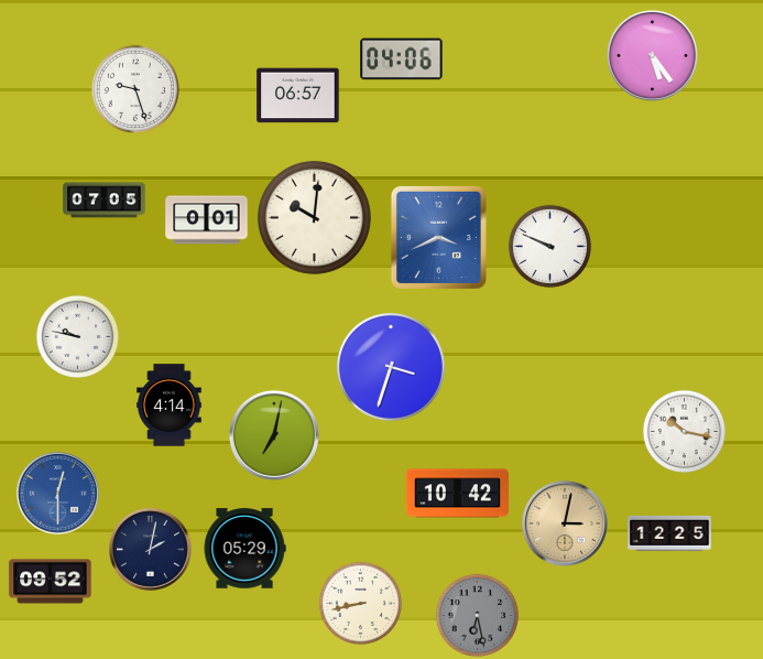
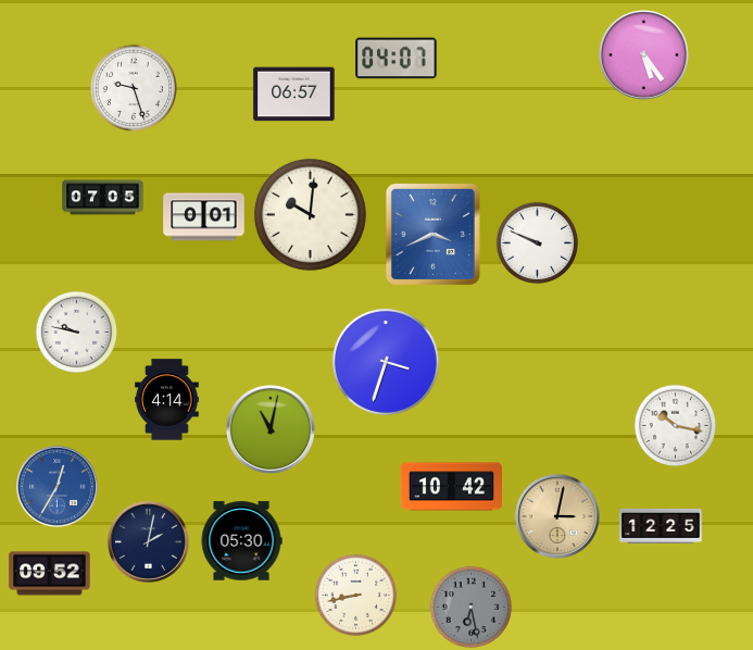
clock at (402, 60): 04:06 -> 04:07
clock at (551, 247) position: (551, 247) -> (538, 243)
clock at (274, 435): 7:02 -> 11:02
clock at (57, 493): 12:30 -> 12:35
clock at (244, 549): 05:29 -> 05:30
